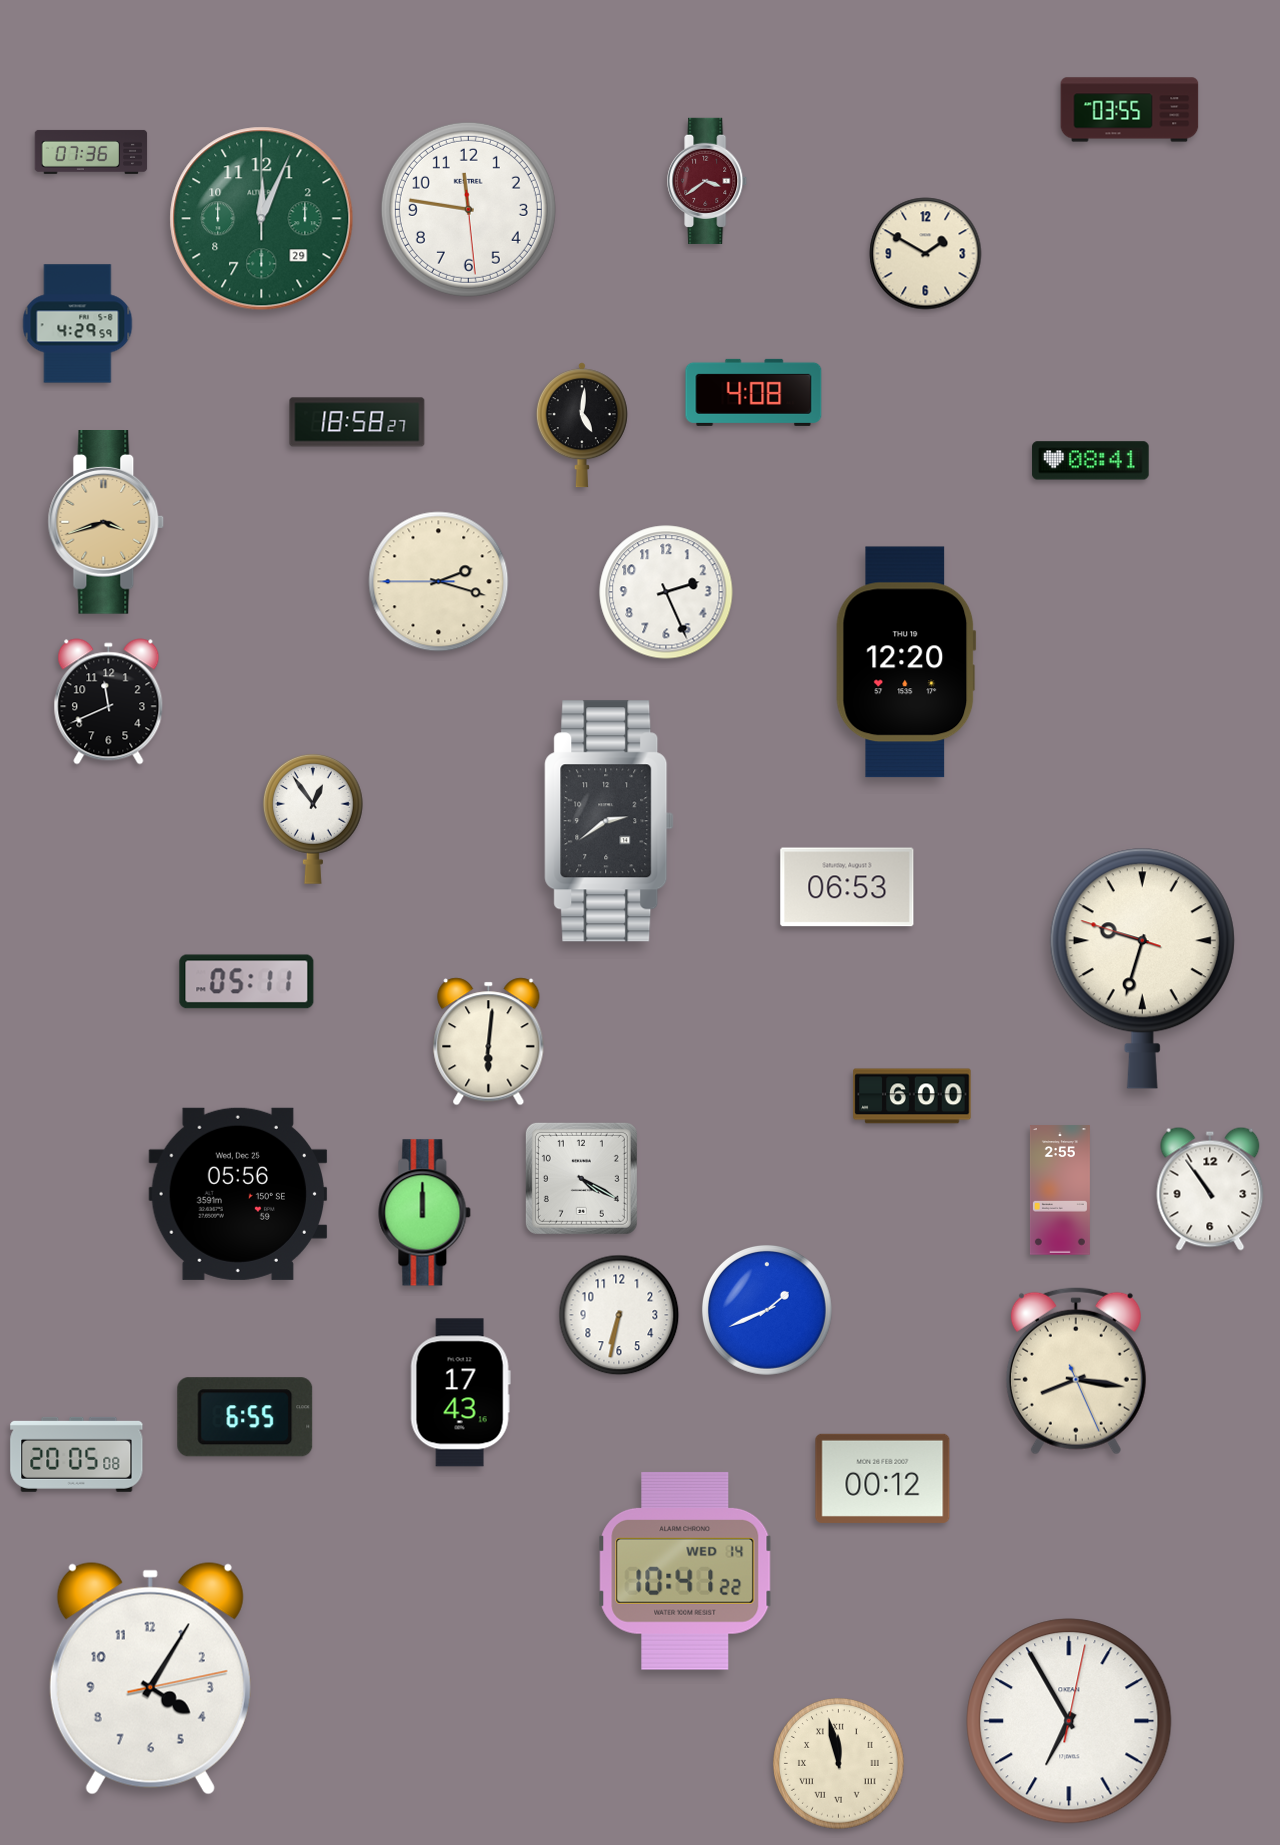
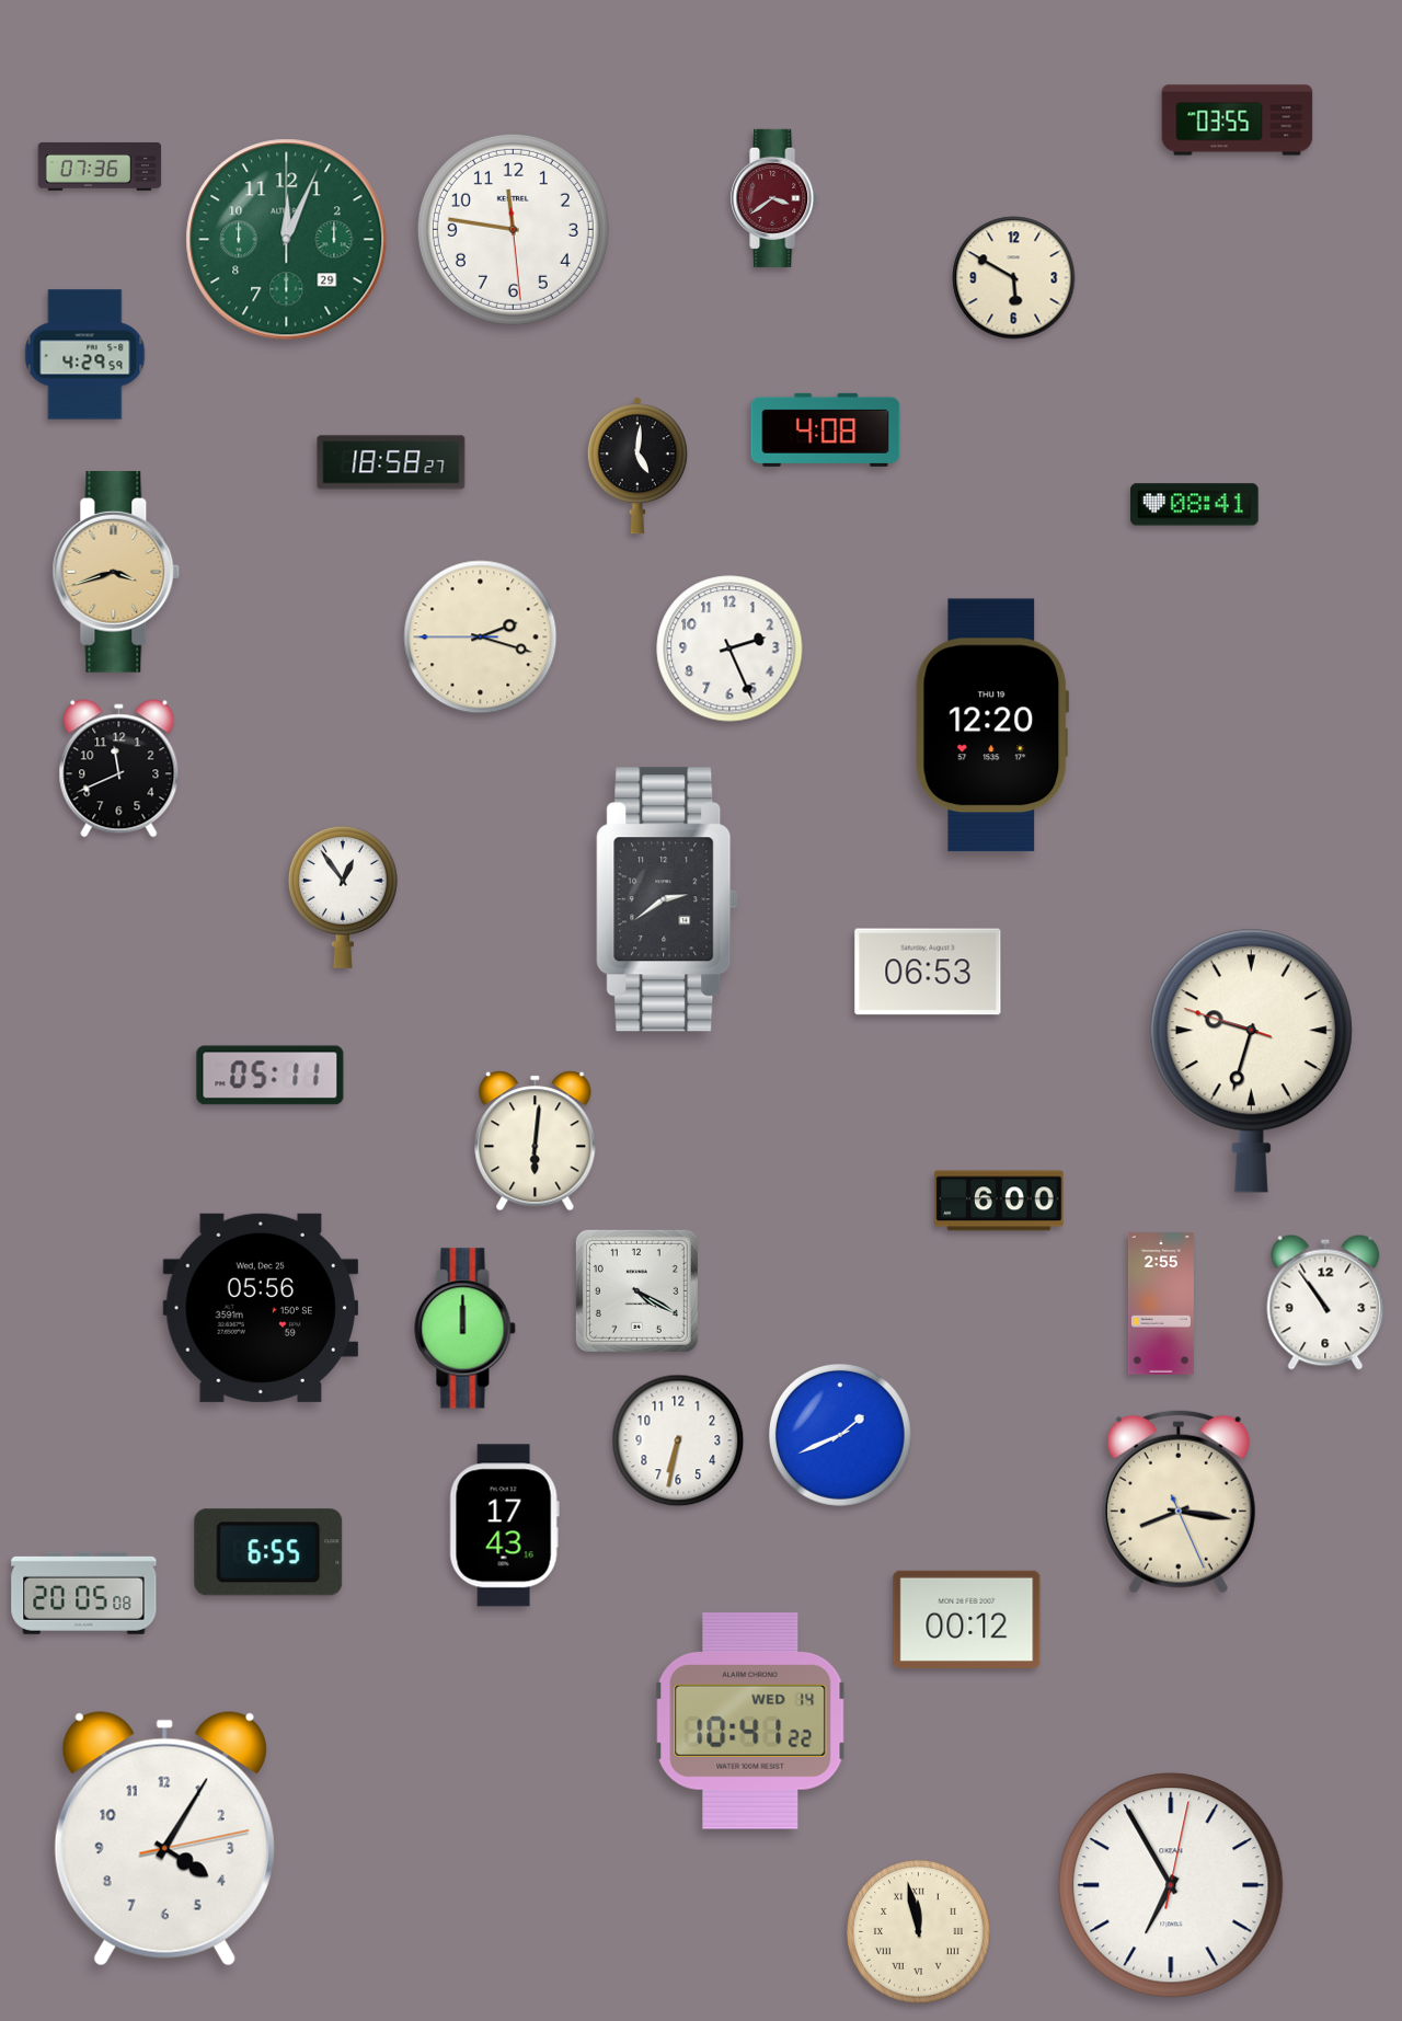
clock at (926, 254): 1:50 -> 5:50
